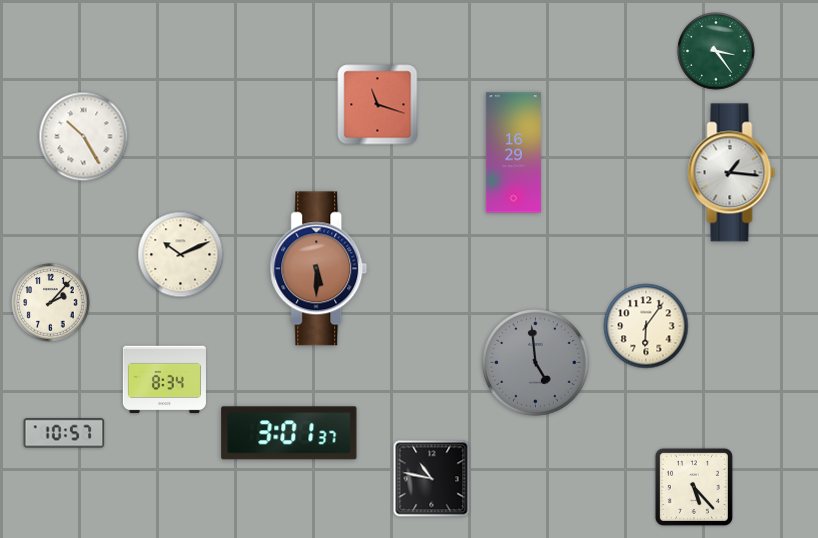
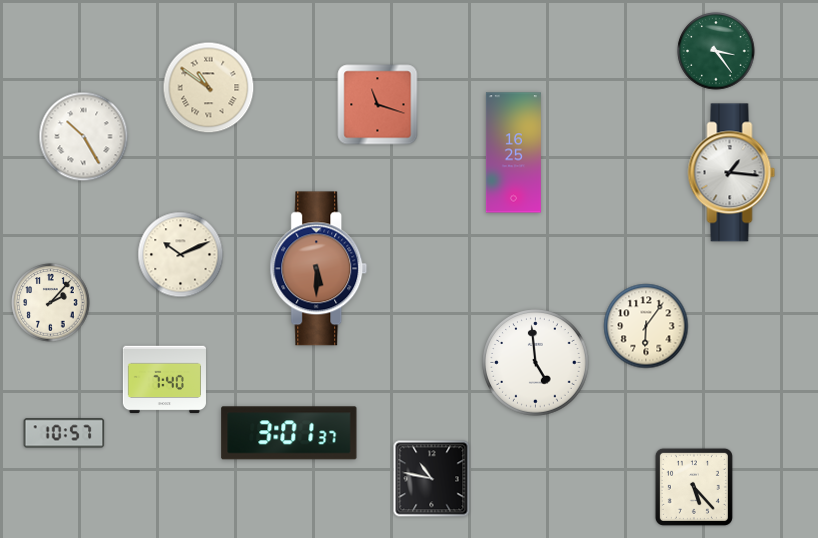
clock at (209, 88): none -> 10:51
clock at (513, 153): 16:29 -> 16:25
clock at (536, 363) dial: grey -> white
clock at (164, 380): 8:34 -> 7:40
